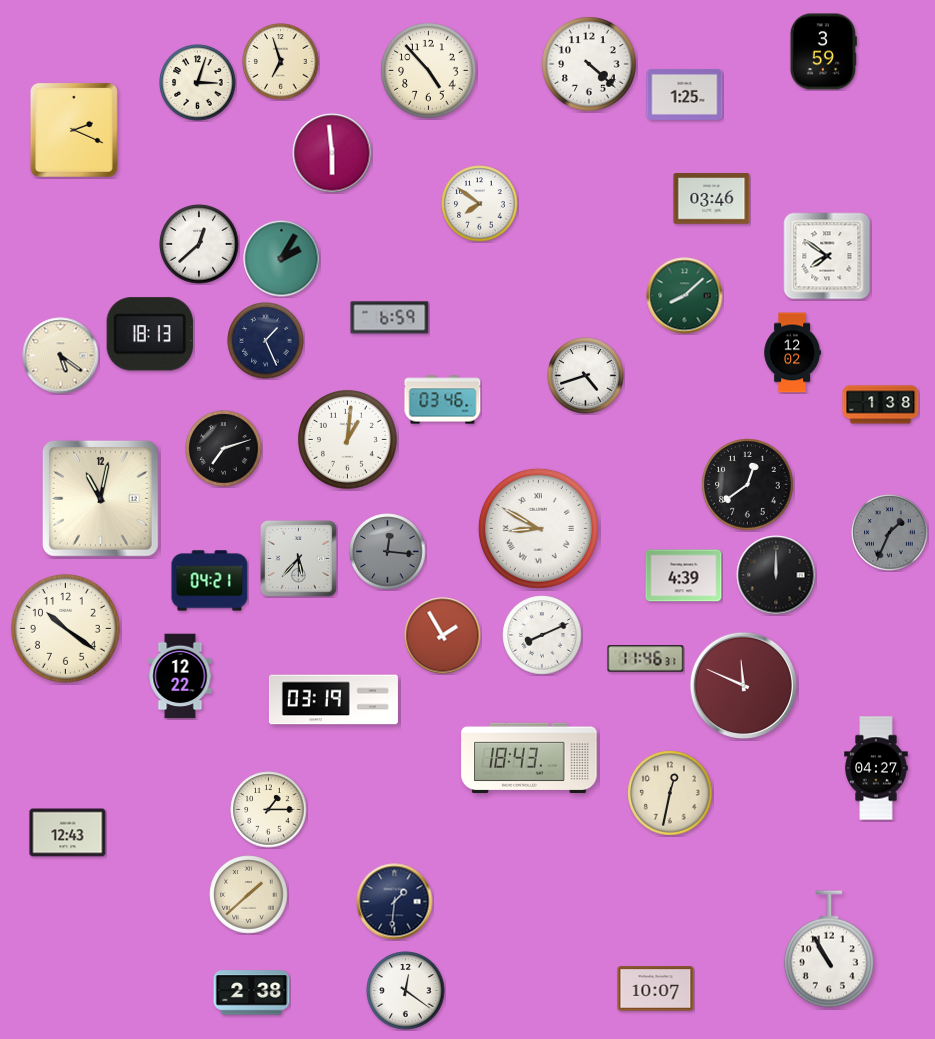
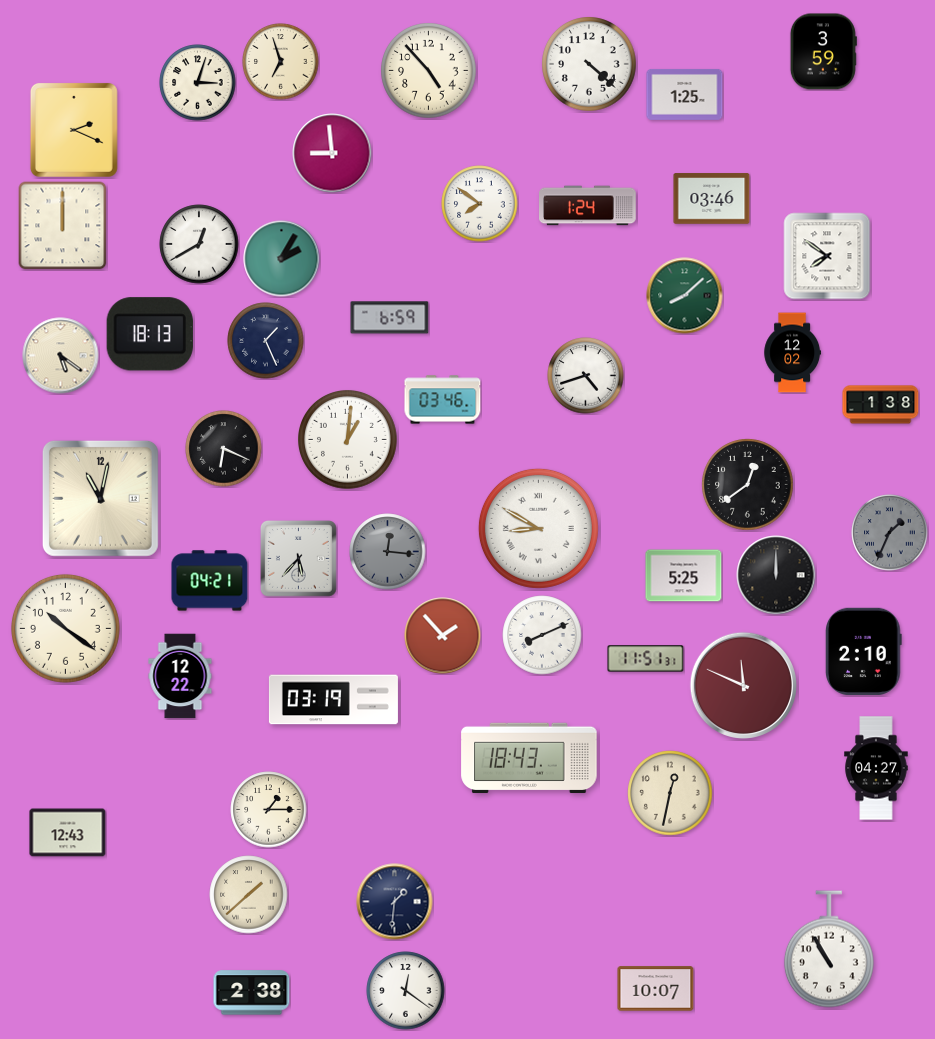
clock at (332, 153): 5:59 -> 8:59
clock at (588, 206): none -> 1:24
clock at (63, 226): none -> 12:00
clock at (199, 244): 12:38 -> 12:40
clock at (224, 449): 7:12 -> 6:19
clock at (684, 576): 4:39 -> 5:25
clock at (443, 636): 1:55 -> 1:53
clock at (864, 652): none -> 2:10
clock at (646, 659): 11:46 -> 11:51
